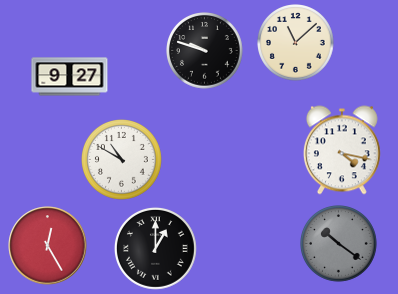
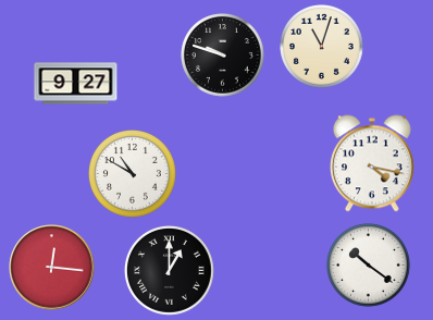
clock at (296, 43): 11:08 -> 11:03
clock at (339, 244) dial: grey -> white
clock at (48, 246): 12:25 -> 12:16
